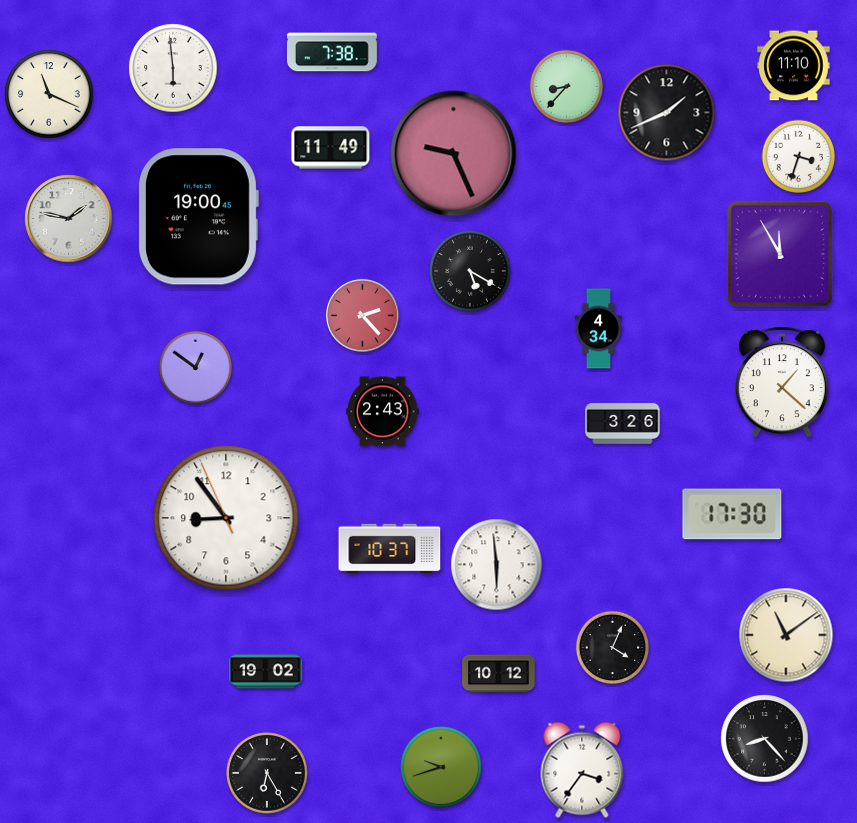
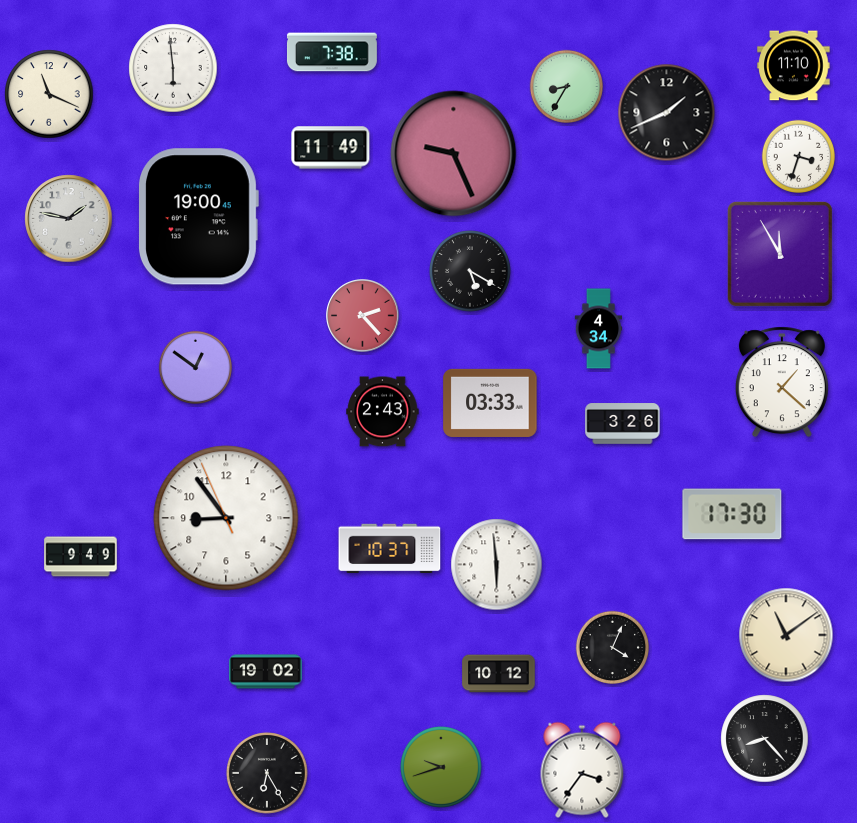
clock at (566, 86): 8:37 -> 8:35
clock at (490, 403): none -> 03:33
clock at (81, 557): none -> 9:49
